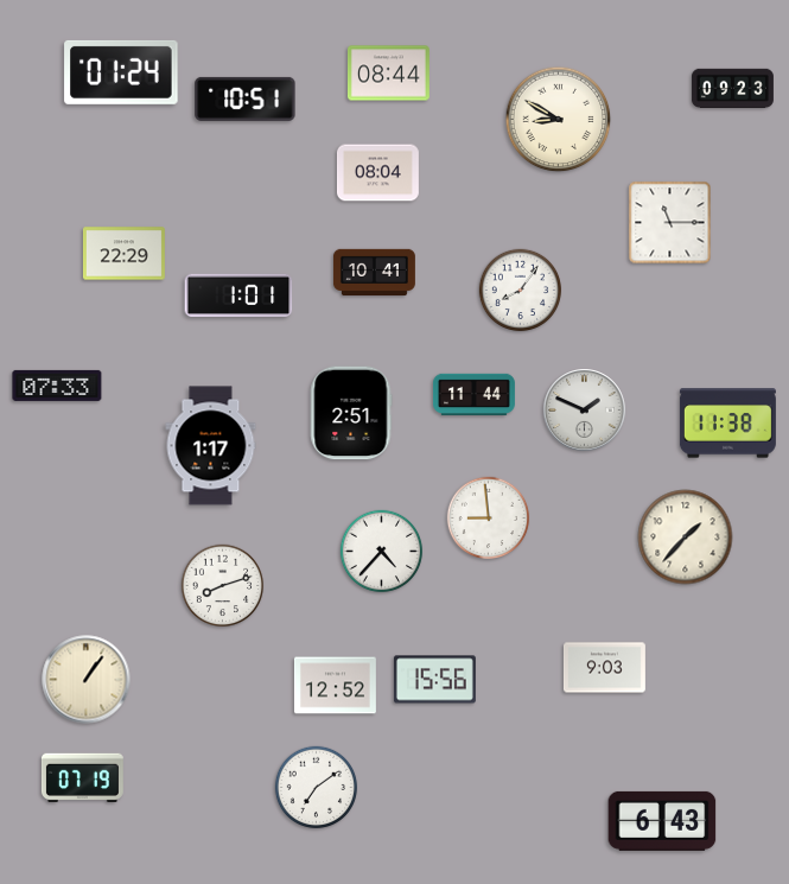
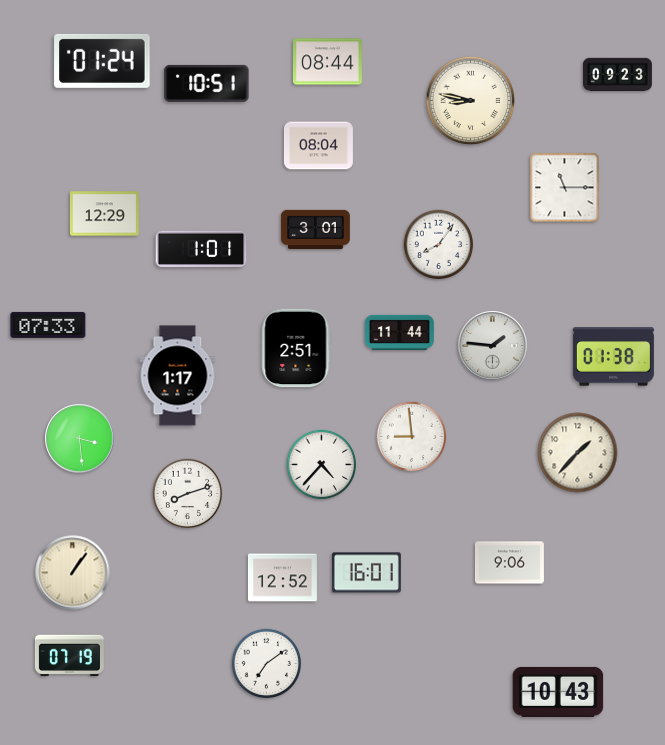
clock at (559, 120): 8:50 -> 8:47
clock at (123, 254): 22:29 -> 12:29
clock at (374, 273): 10:41 -> 3:01
clock at (585, 411): 1:49 -> 1:46
clock at (727, 424): 11:38 -> 01:38
clock at (80, 439): none -> 3:29
clock at (604, 668): 9:03 -> 9:06
clock at (434, 680): 15:56 -> 16:01
clock at (662, 821): 6:43 -> 10:43
